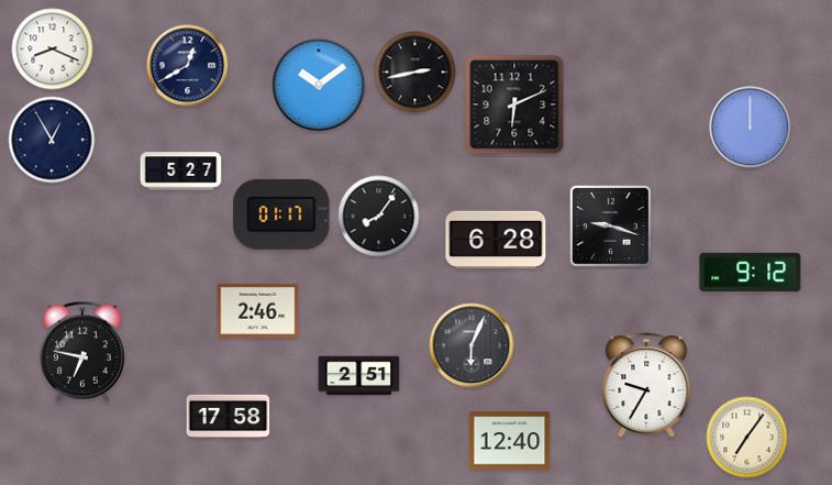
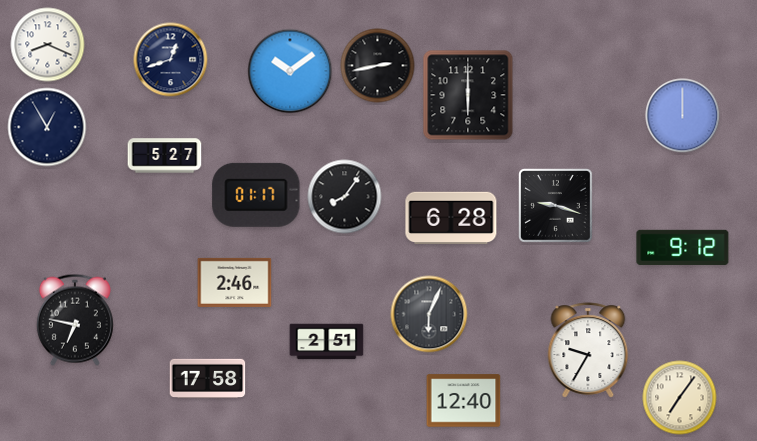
clock at (188, 66): 12:40 -> 12:42
clock at (319, 85) position: (319, 85) -> (290, 71)
clock at (514, 104): 6:11 -> 6:00
